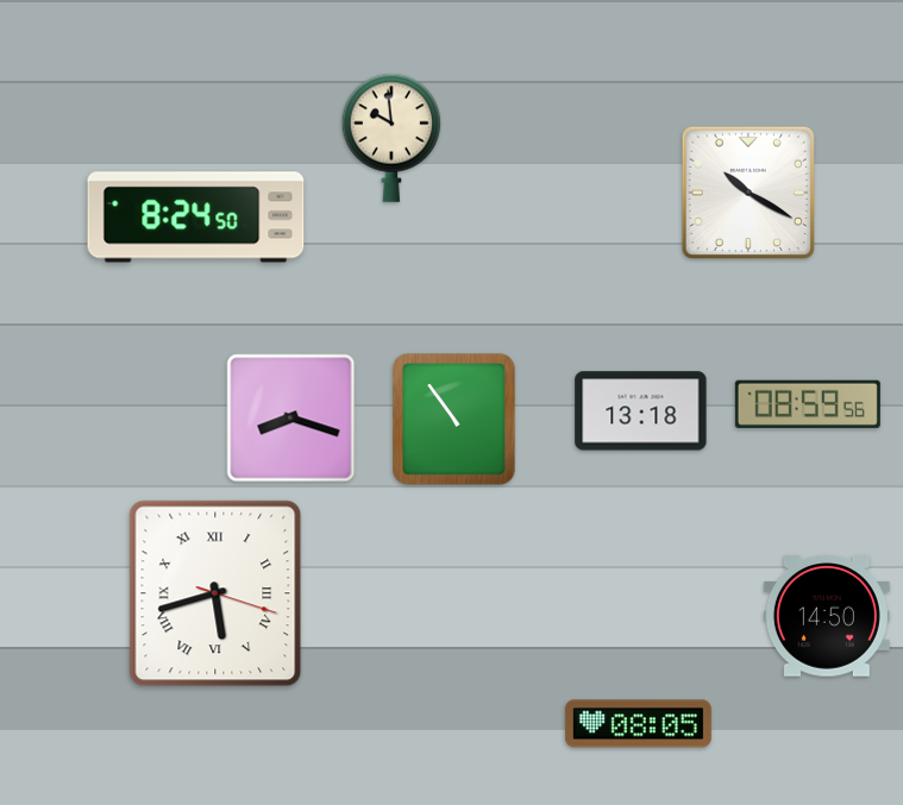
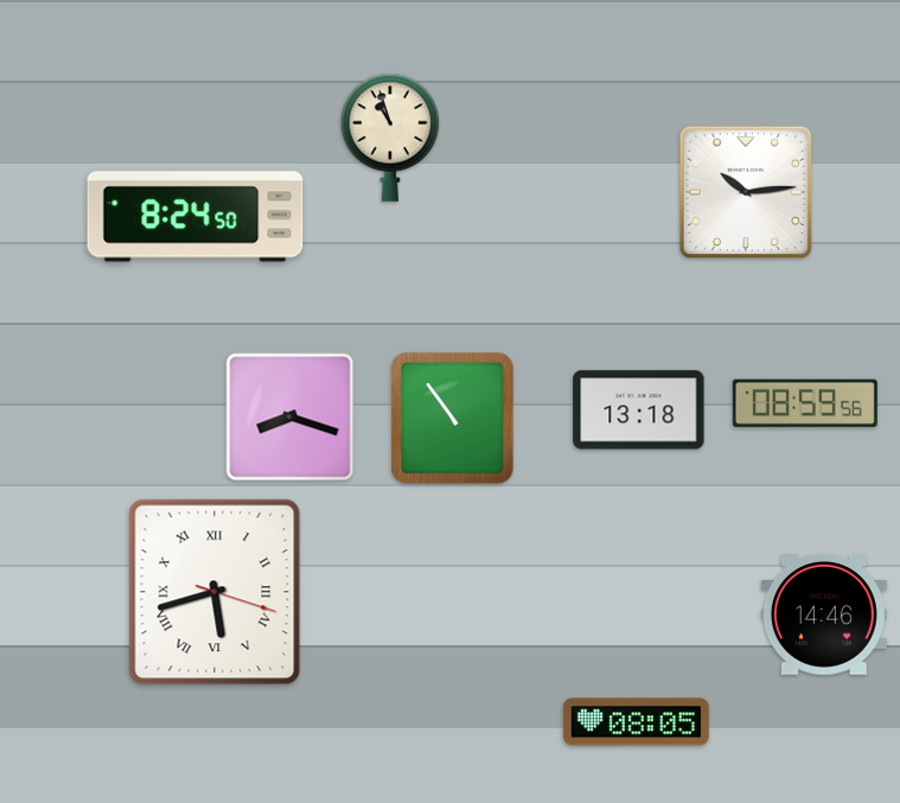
clock at (391, 138): 9:59 -> 10:57
clock at (747, 191): 10:20 -> 10:14
clock at (827, 617): 14:50 -> 14:46
